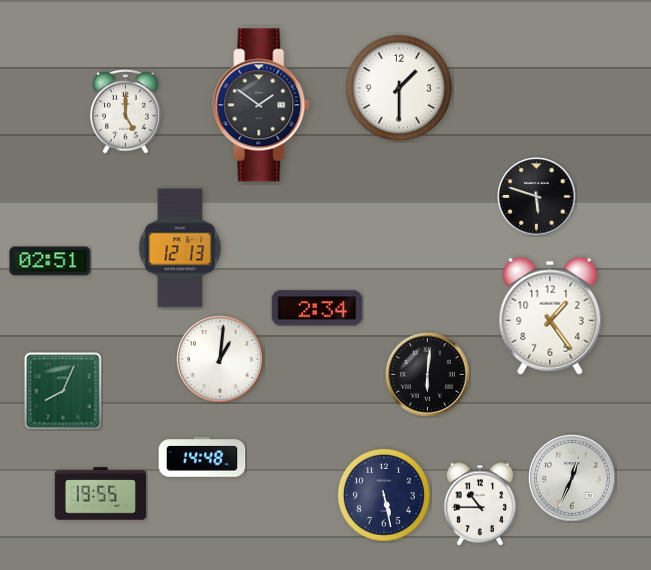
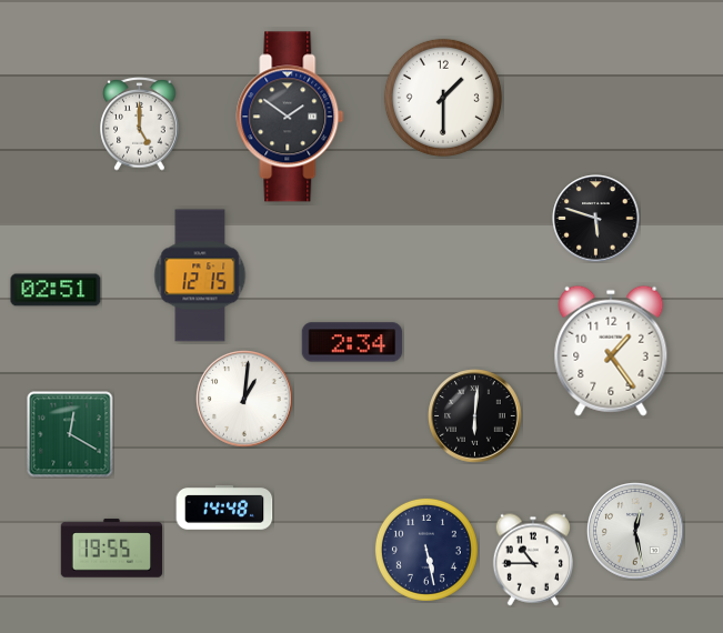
clock at (180, 248): 12:13 -> 12:15
clock at (63, 391): 8:04 -> 12:20
clock at (573, 479): 12:34 -> 12:28
